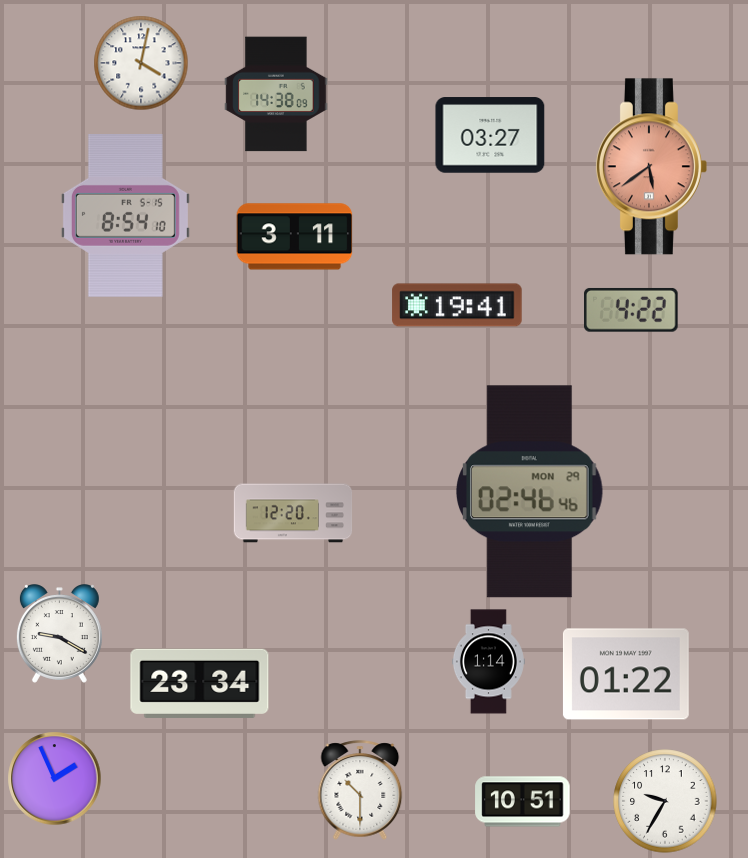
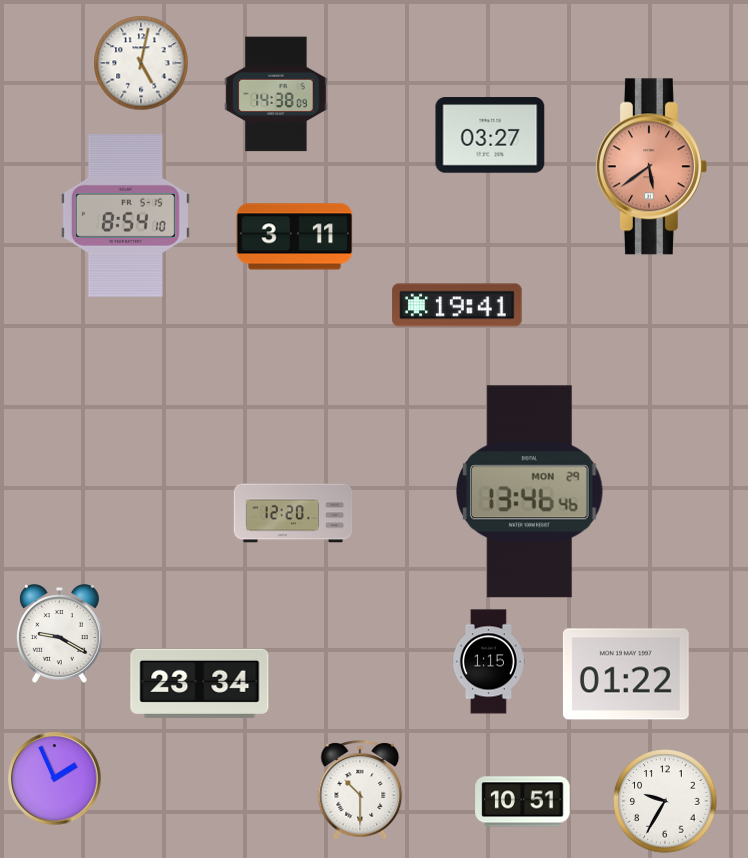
clock at (141, 63): 4:02 -> 5:02
clock at (632, 310): 4:22 -> none
clock at (530, 492): 02:46 -> 13:46
clock at (488, 662): 1:14 -> 1:15
